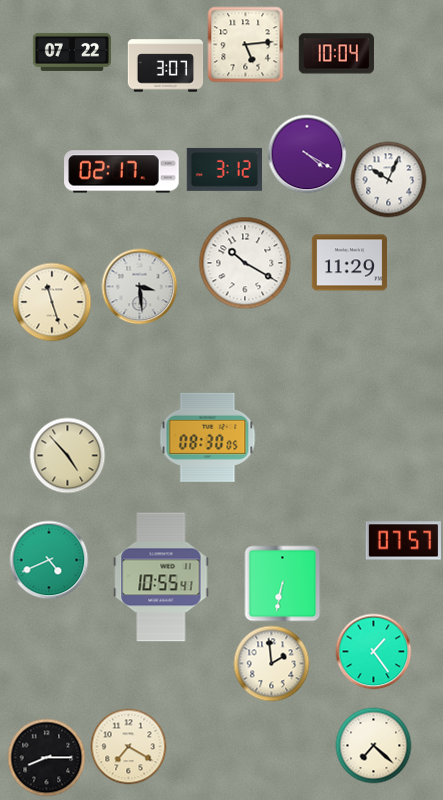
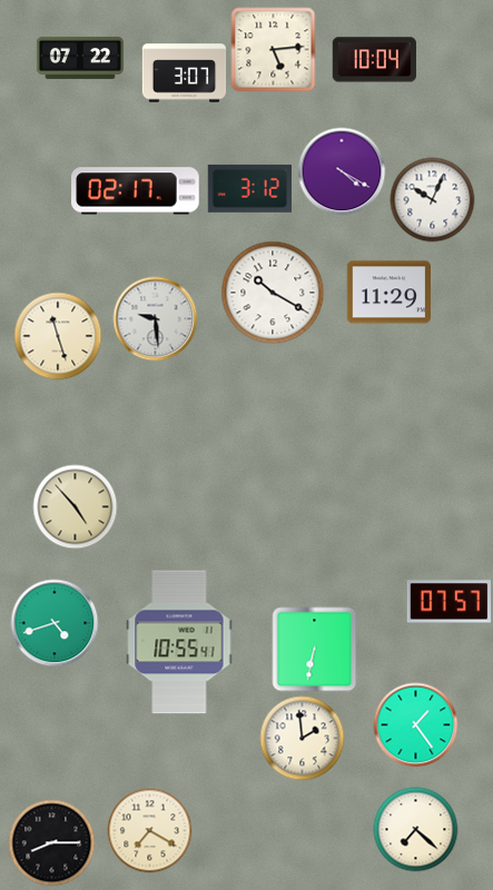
clock at (140, 287): 3:29 -> 9:29
clock at (208, 437): 08:30 -> none
clock at (49, 560): 4:41 -> 4:42
clock at (129, 747) position: (129, 747) -> (150, 831)
